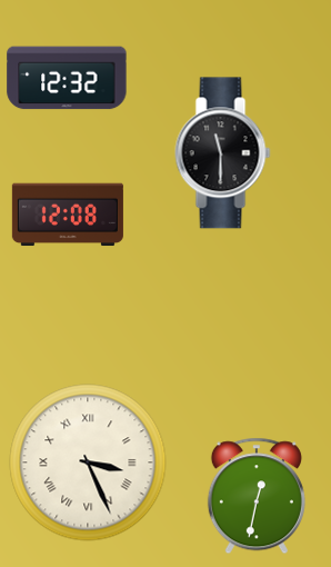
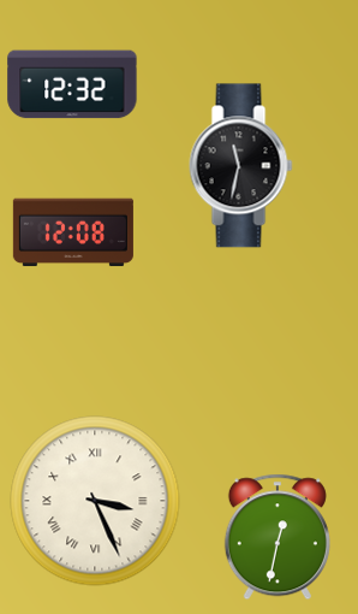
clock at (223, 153): 11:30 -> 11:32
